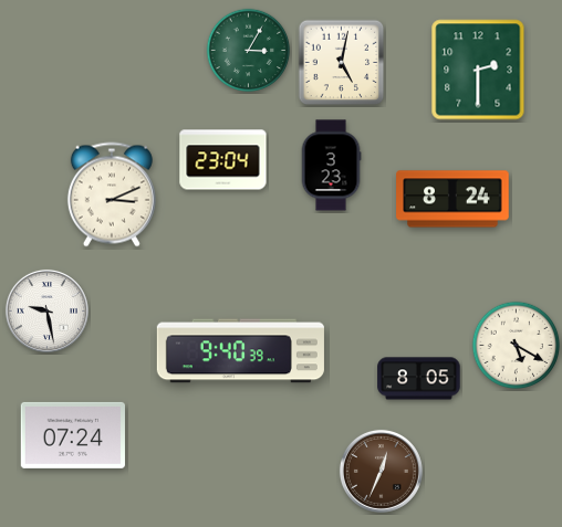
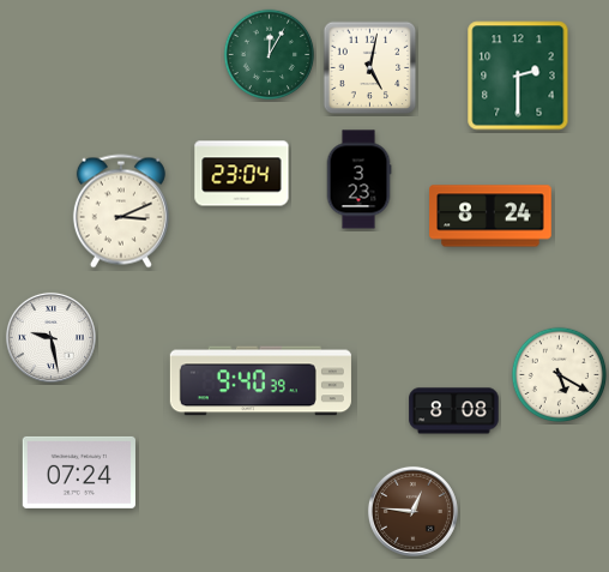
clock at (249, 51): 3:05 -> 12:05
clock at (419, 379): 8:05 -> 8:08
clock at (381, 471): 12:34 -> 12:46
